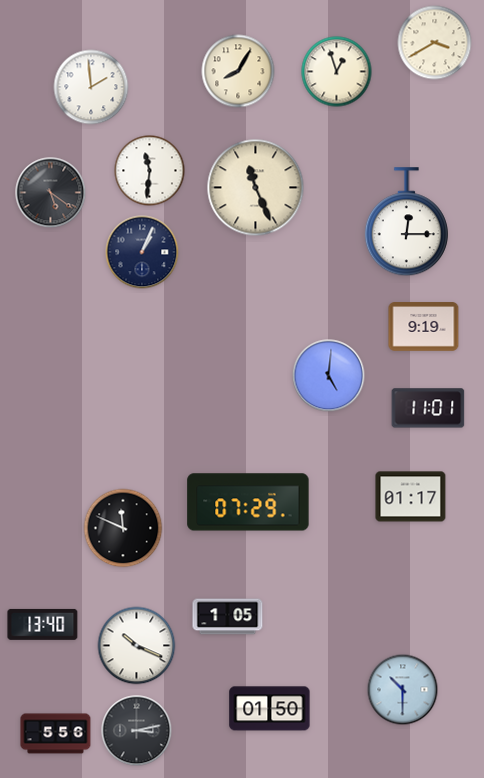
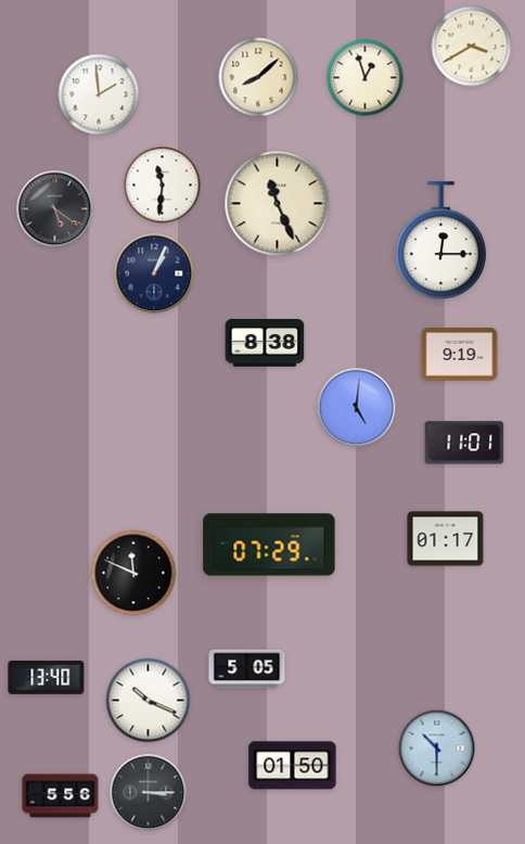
clock at (238, 71): 8:05 -> 8:08
clock at (265, 343): none -> 8:38
clock at (228, 617): 1:05 -> 5:05
clock at (270, 709) position: (270, 709) -> (293, 766)
clock at (137, 731): 3:13 -> 3:15
